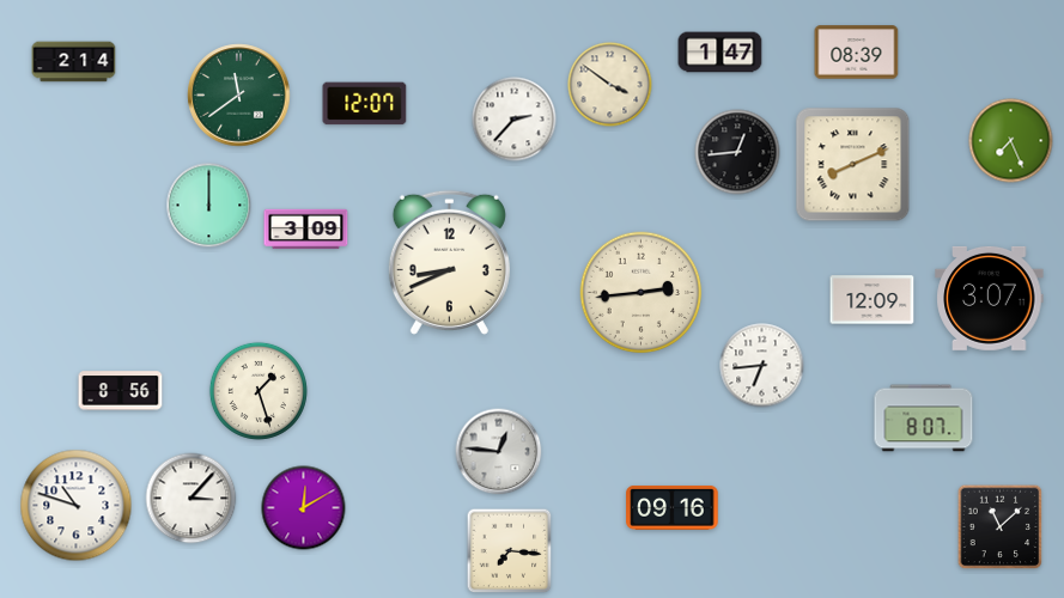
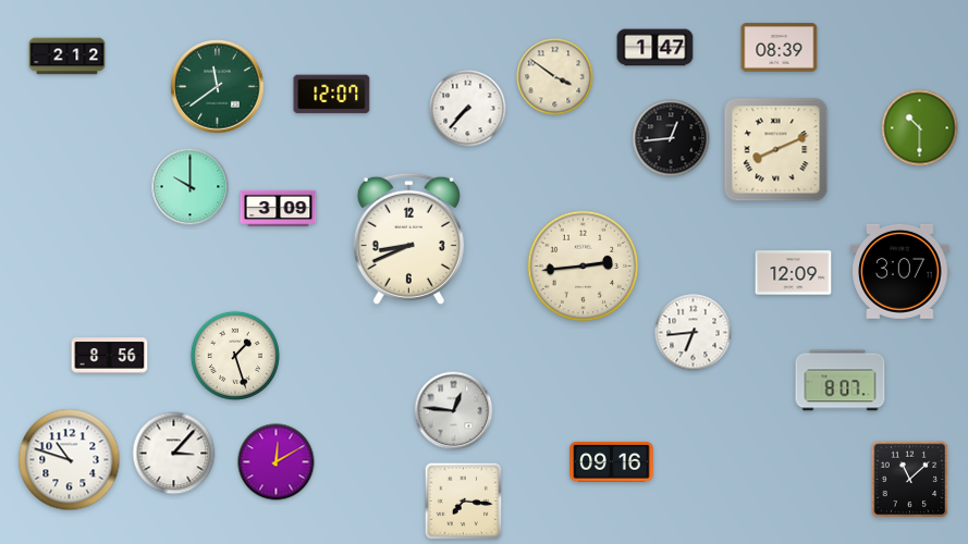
clock at (74, 62): 2:14 -> 2:12
clock at (515, 120): 2:37 -> 7:37
clock at (1011, 141): 7:26 -> 10:30
clock at (209, 206): 12:00 -> 10:00
